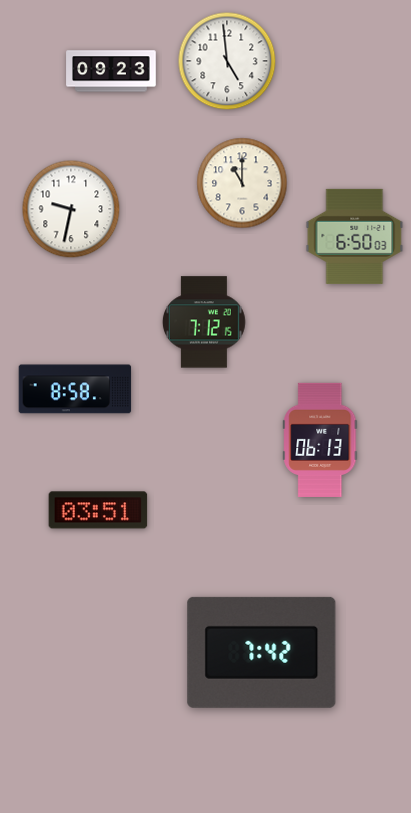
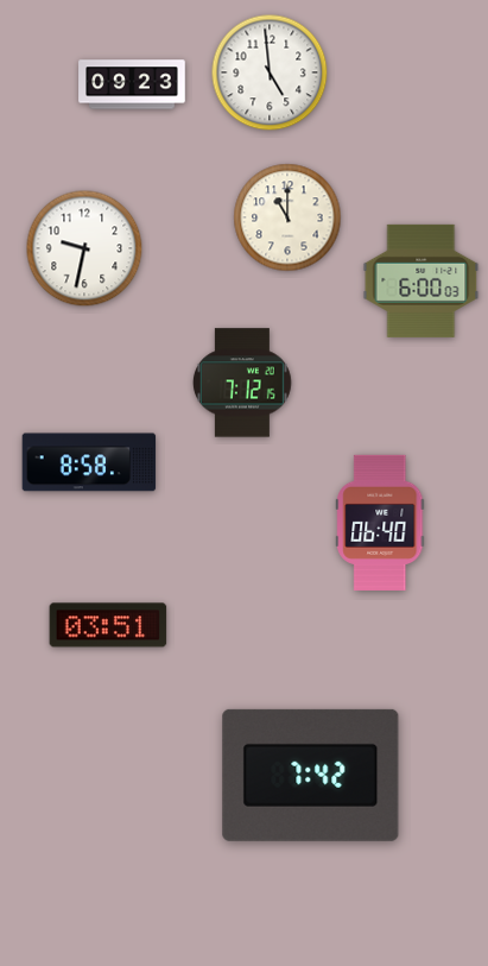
clock at (355, 236): 6:50 -> 6:00
clock at (320, 440): 06:13 -> 06:40
clock at (98, 510) position: (98, 510) -> (108, 625)
